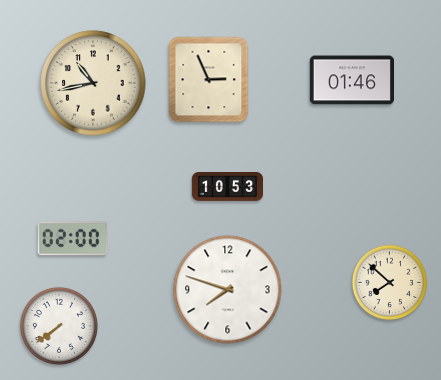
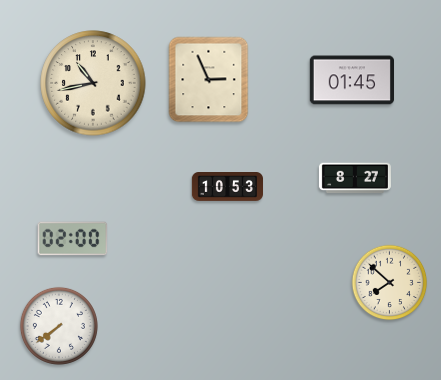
clock at (351, 80): 01:46 -> 01:45
clock at (355, 178): none -> 8:27
clock at (228, 290): 7:48 -> none
